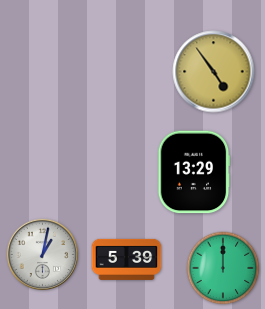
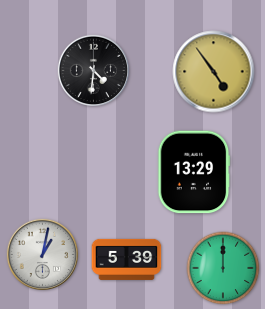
clock at (93, 70): none -> 4:31
